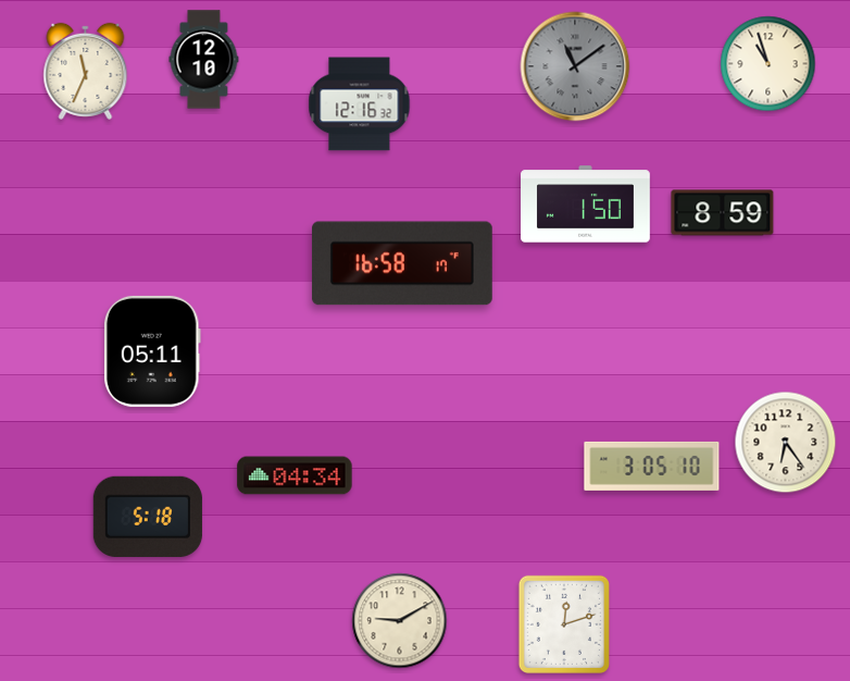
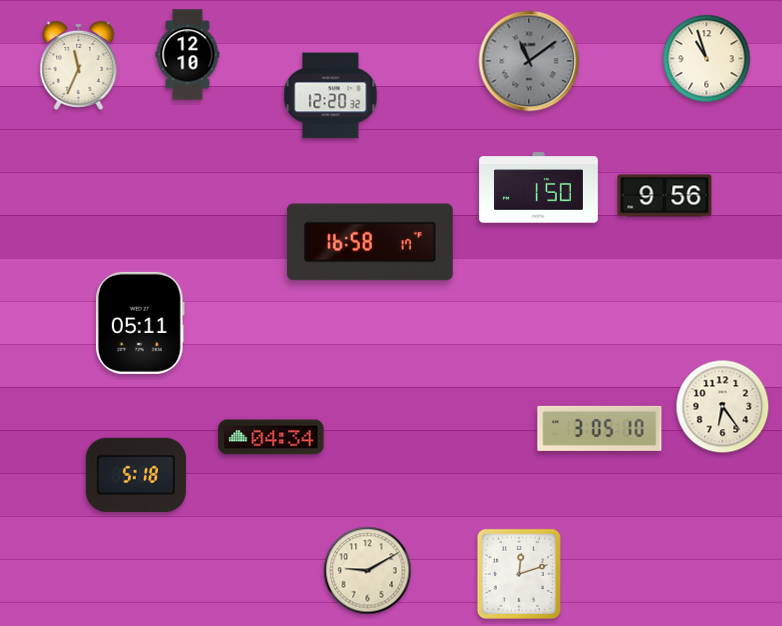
clock at (360, 104): 12:16 -> 12:20
clock at (723, 213): 8:59 -> 9:56
